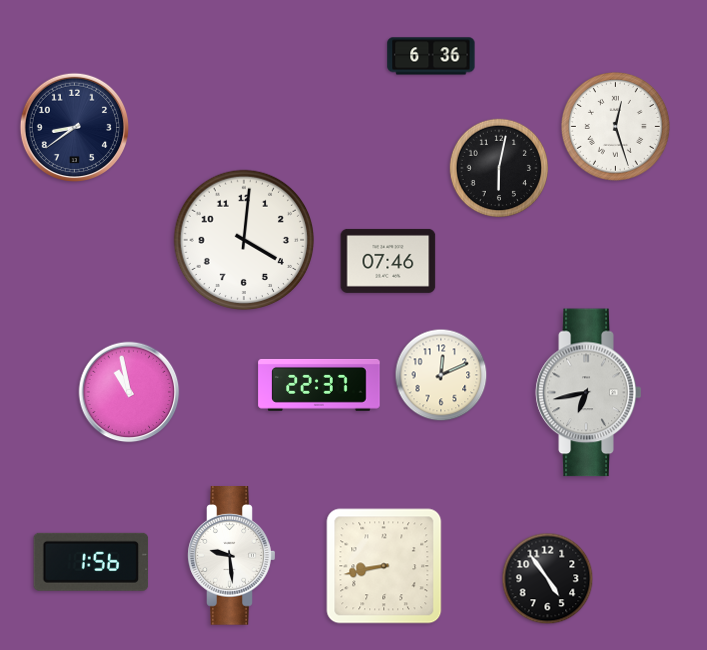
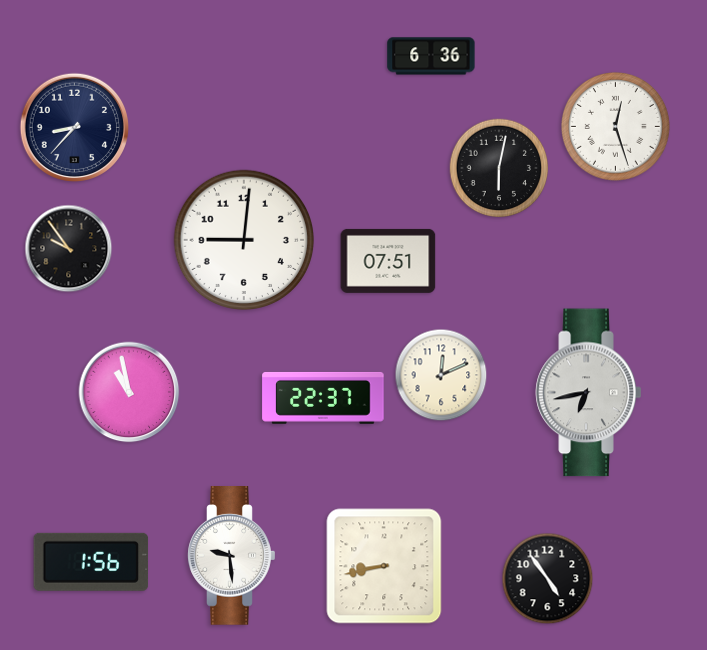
clock at (74, 127): 8:39 -> 8:37
clock at (243, 239): 4:01 -> 9:01
clock at (69, 249): none -> 9:54
clock at (388, 261): 07:46 -> 07:51
clock at (319, 385) position: (319, 385) -> (323, 398)
